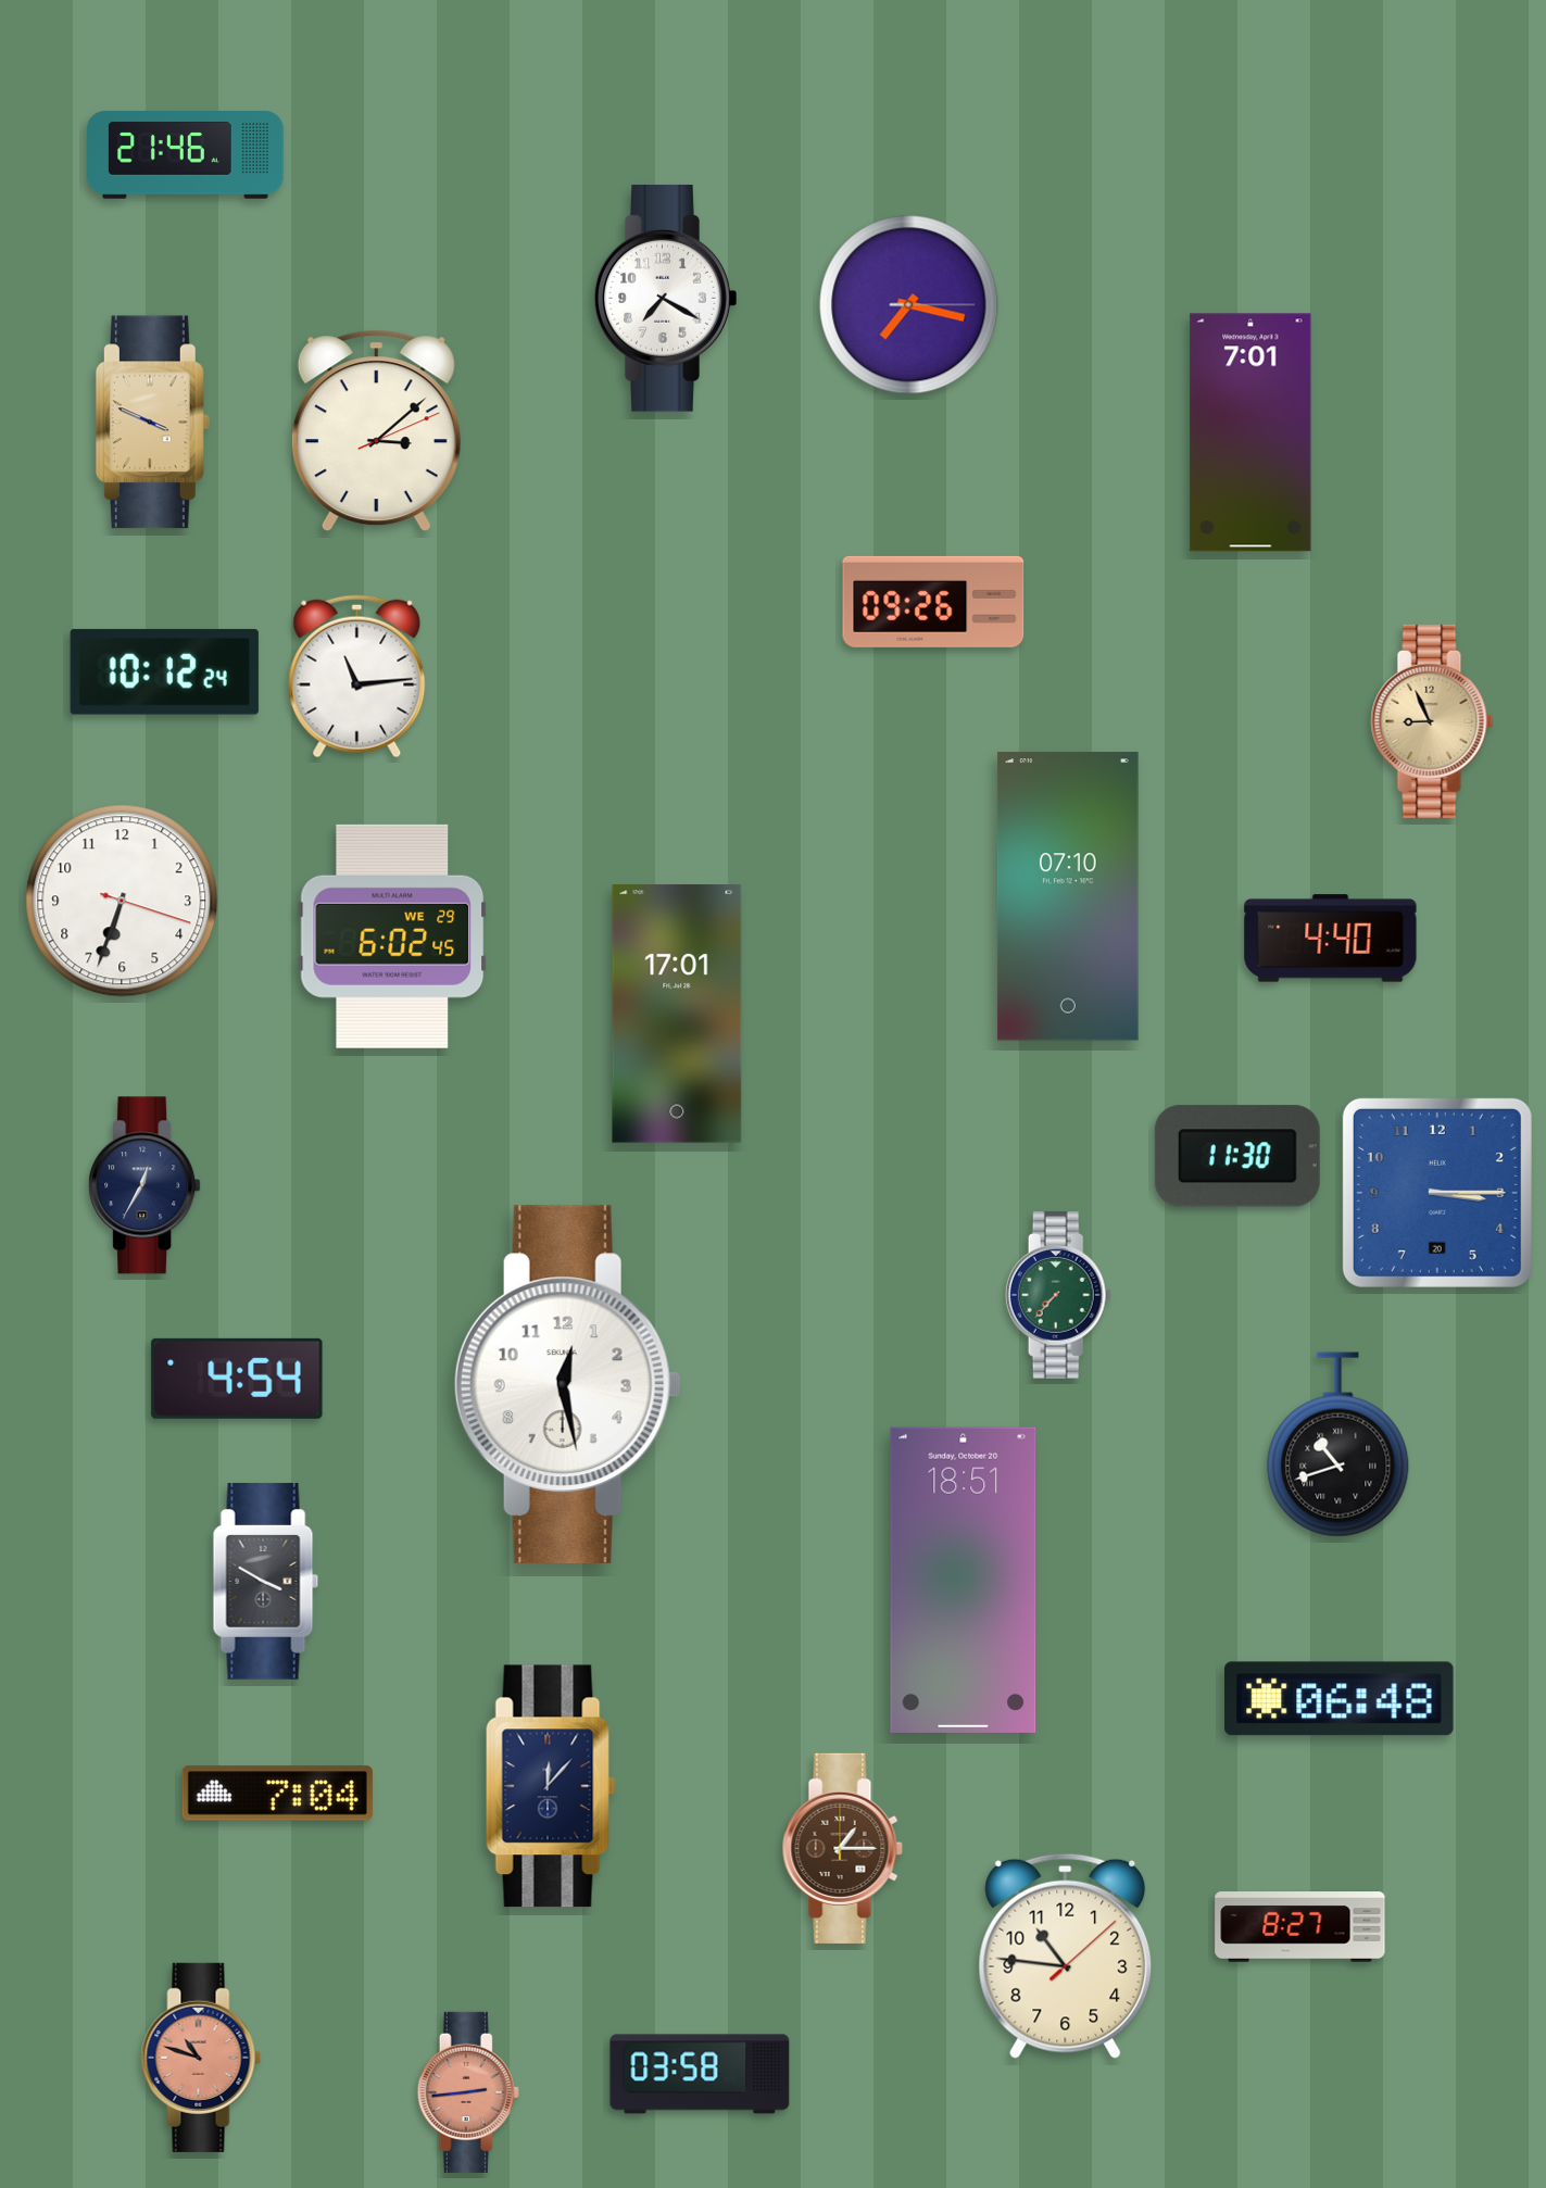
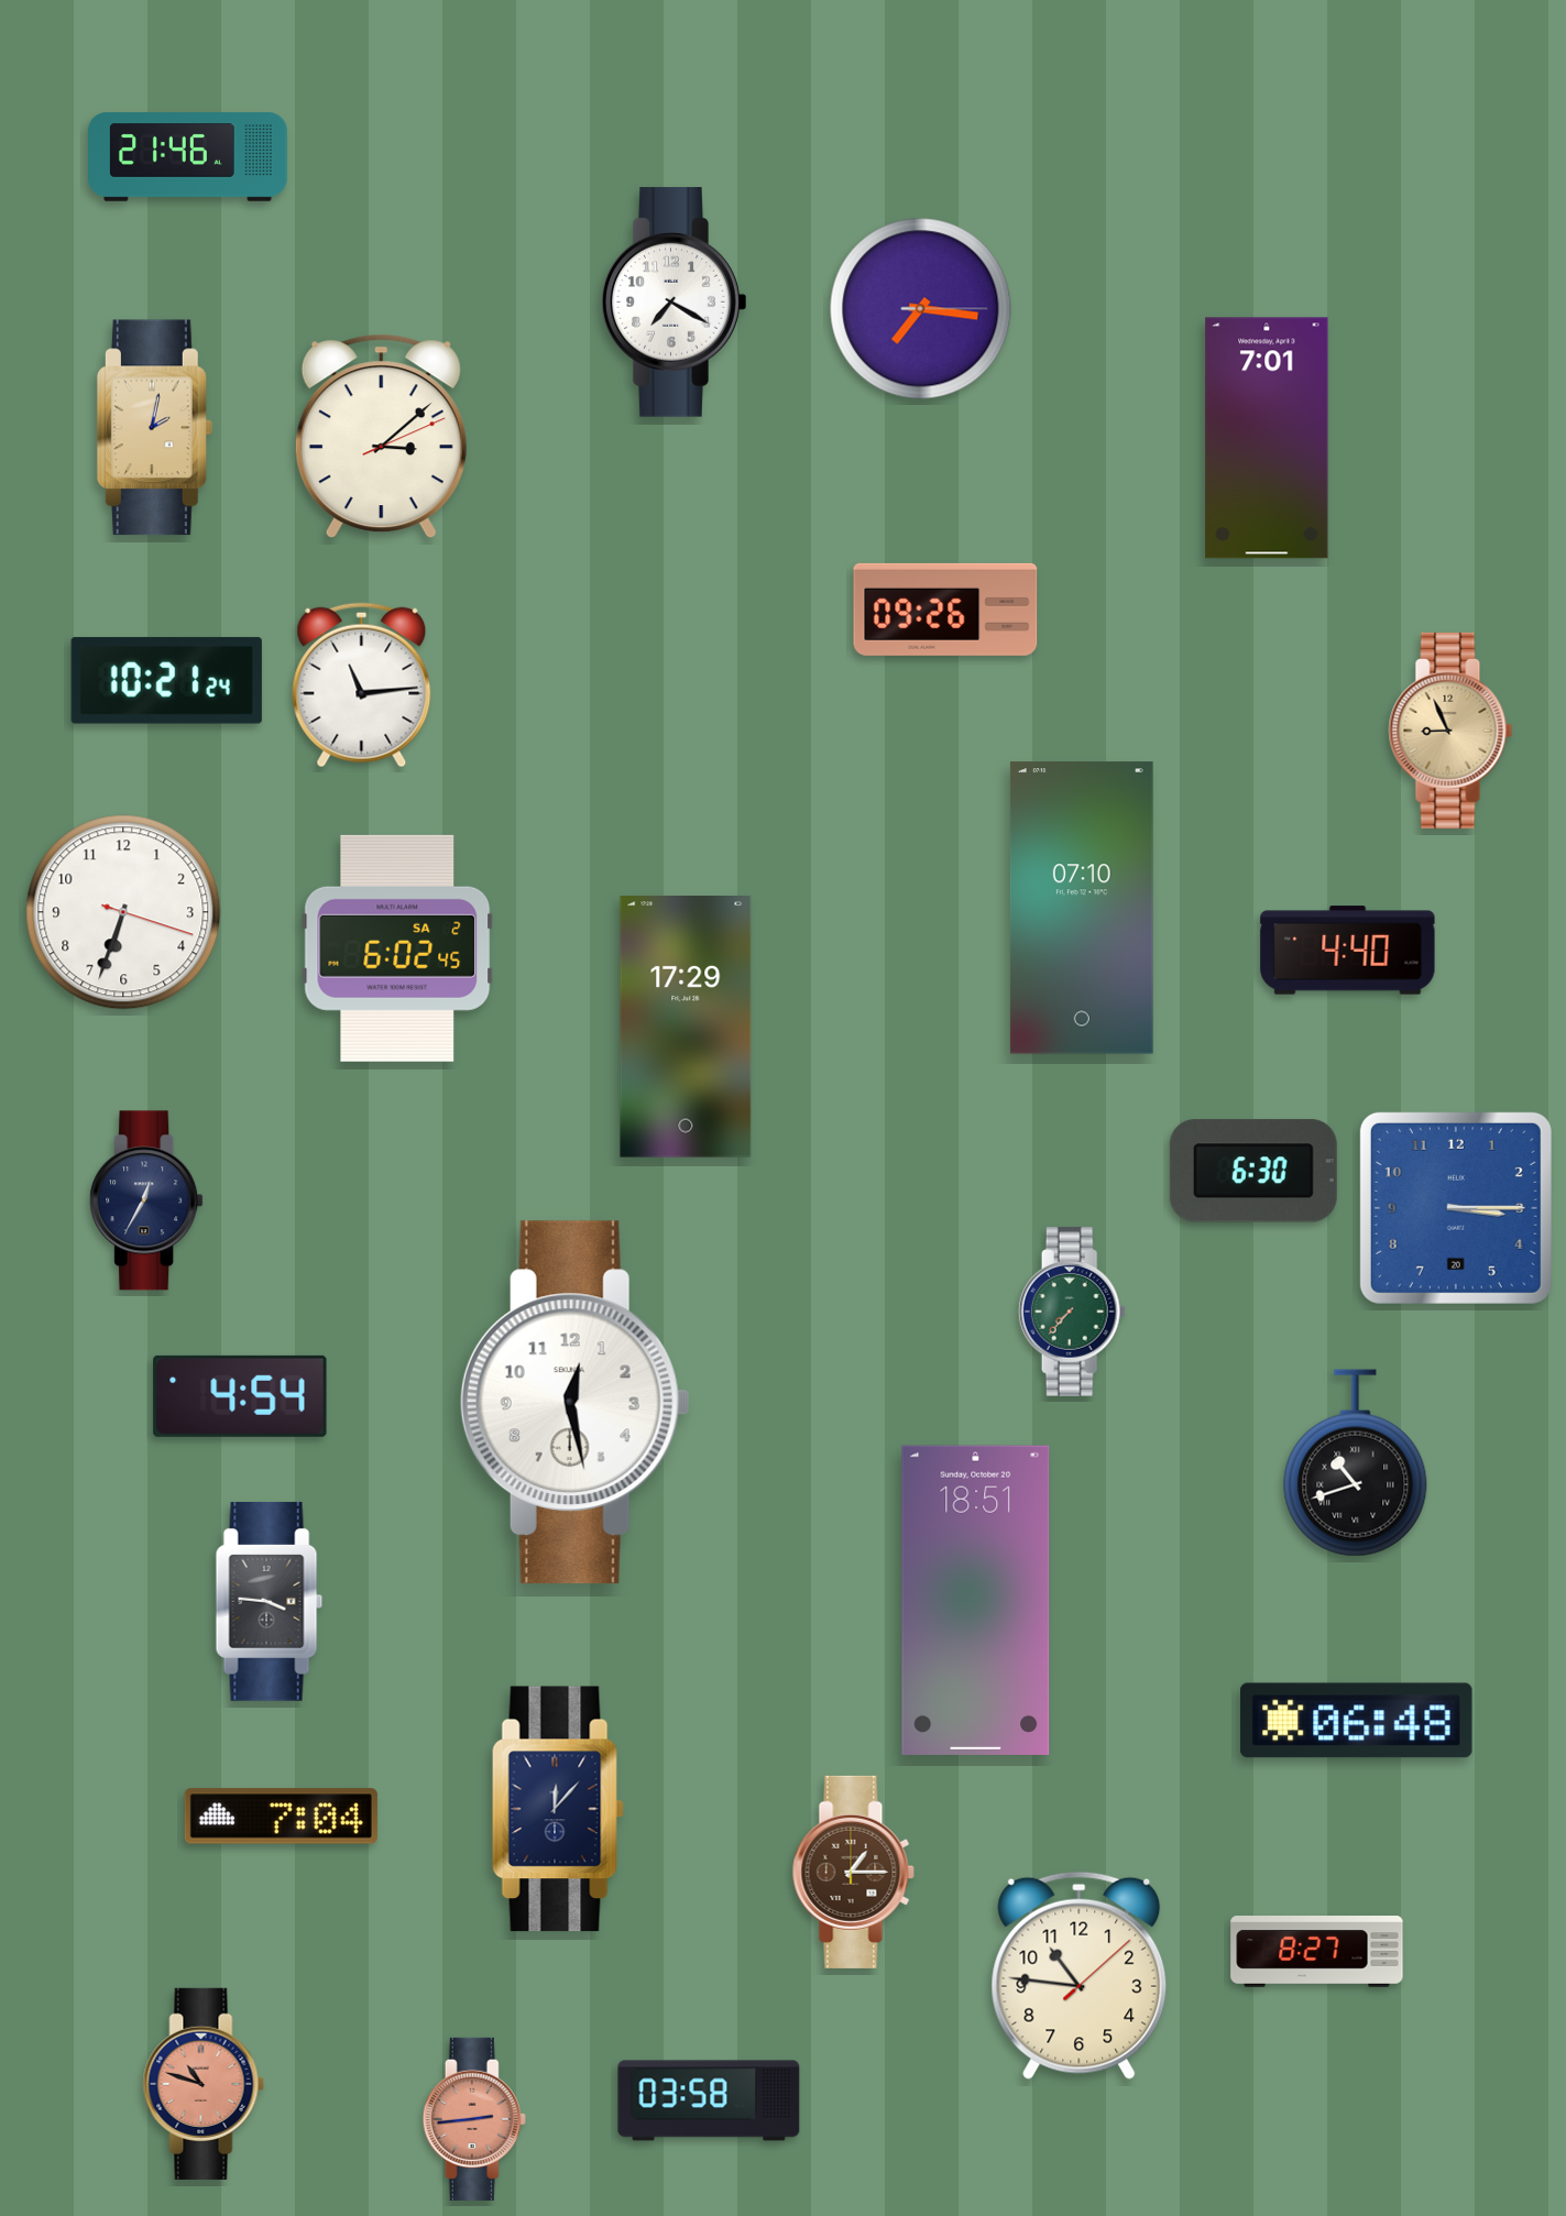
clock at (909, 305): 7:17 -> 7:16
clock at (152, 423): 3:49 -> 2:02
clock at (164, 671): 10:12 -> 10:21
clock at (392, 936) date: WE 29 -> SA 2
clock at (677, 1014): 17:01 -> 17:29
clock at (1237, 1156): 11:30 -> 6:30
clock at (266, 1581): 3:50 -> 3:46
clock at (1066, 1956) position: (1066, 1956) -> (1080, 1975)
